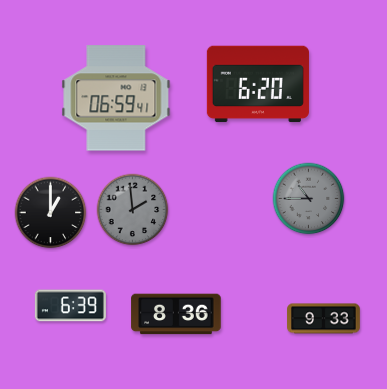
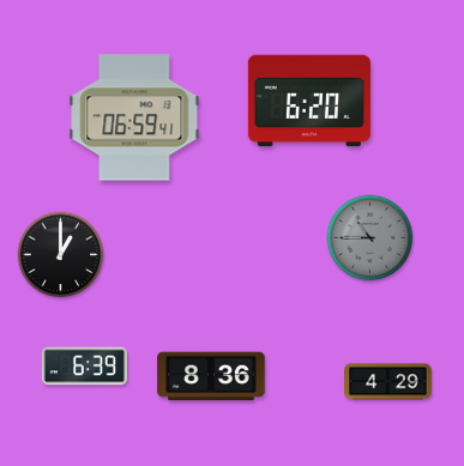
clock at (116, 98) position: (116, 98) -> (134, 117)
clock at (133, 210): 1:59 -> none
clock at (324, 319): 9:33 -> 4:29
